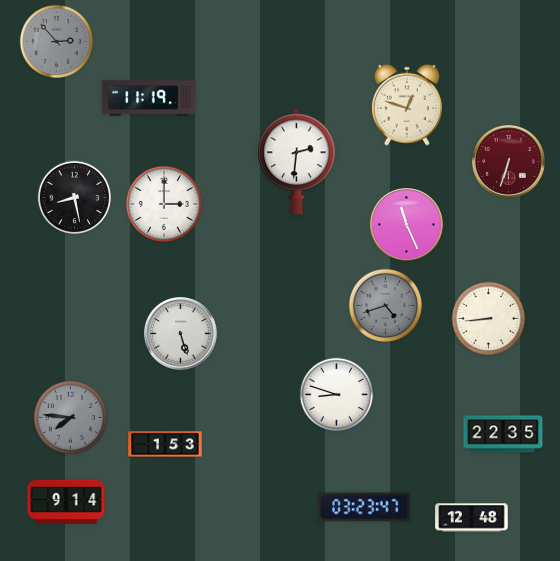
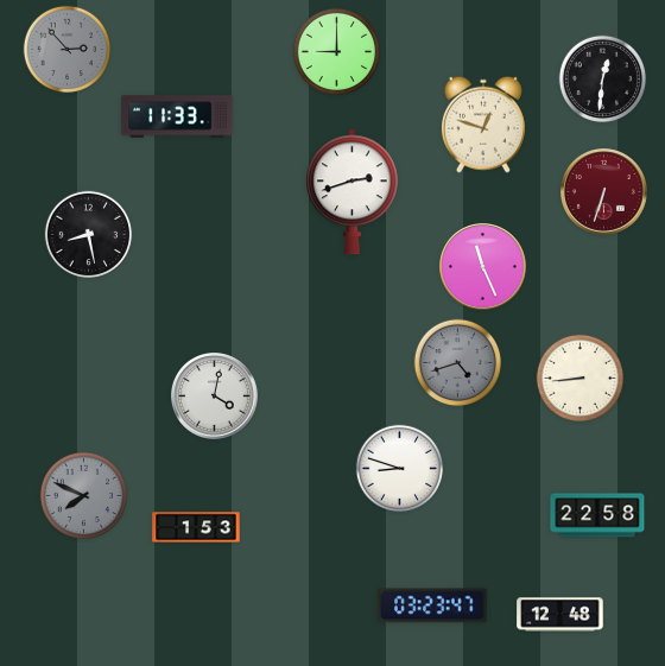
clock at (337, 52): none -> 9:00
clock at (603, 80): none -> 12:31
clock at (149, 98): 11:19 -> 11:33
clock at (297, 162): 2:31 -> 2:42
clock at (164, 204): 3:00 -> none
clock at (181, 334): 5:27 -> 4:02
clock at (71, 418): 7:46 -> 7:49
clock at (503, 434): 22:35 -> 22:58
clock at (66, 502): 9:14 -> none
clock at (365, 507) position: (365, 507) -> (433, 605)
